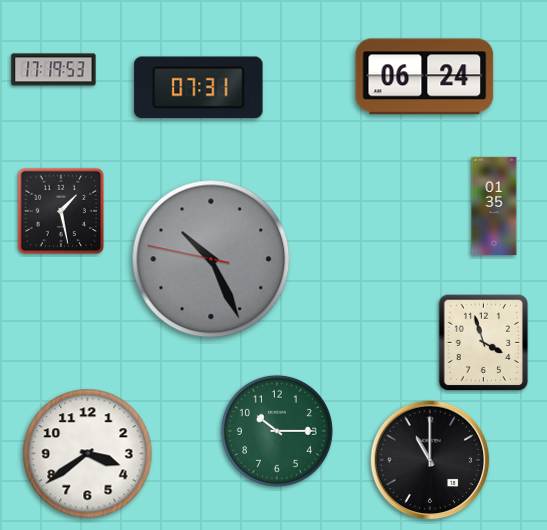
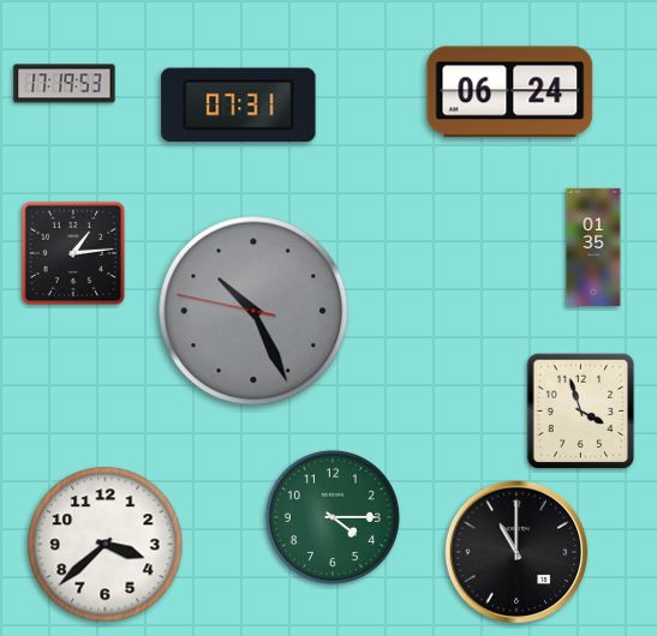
clock at (61, 211): 1:28 -> 1:14
clock at (277, 431): 10:15 -> 4:15
clock at (88, 454): 3:39 -> 3:38
